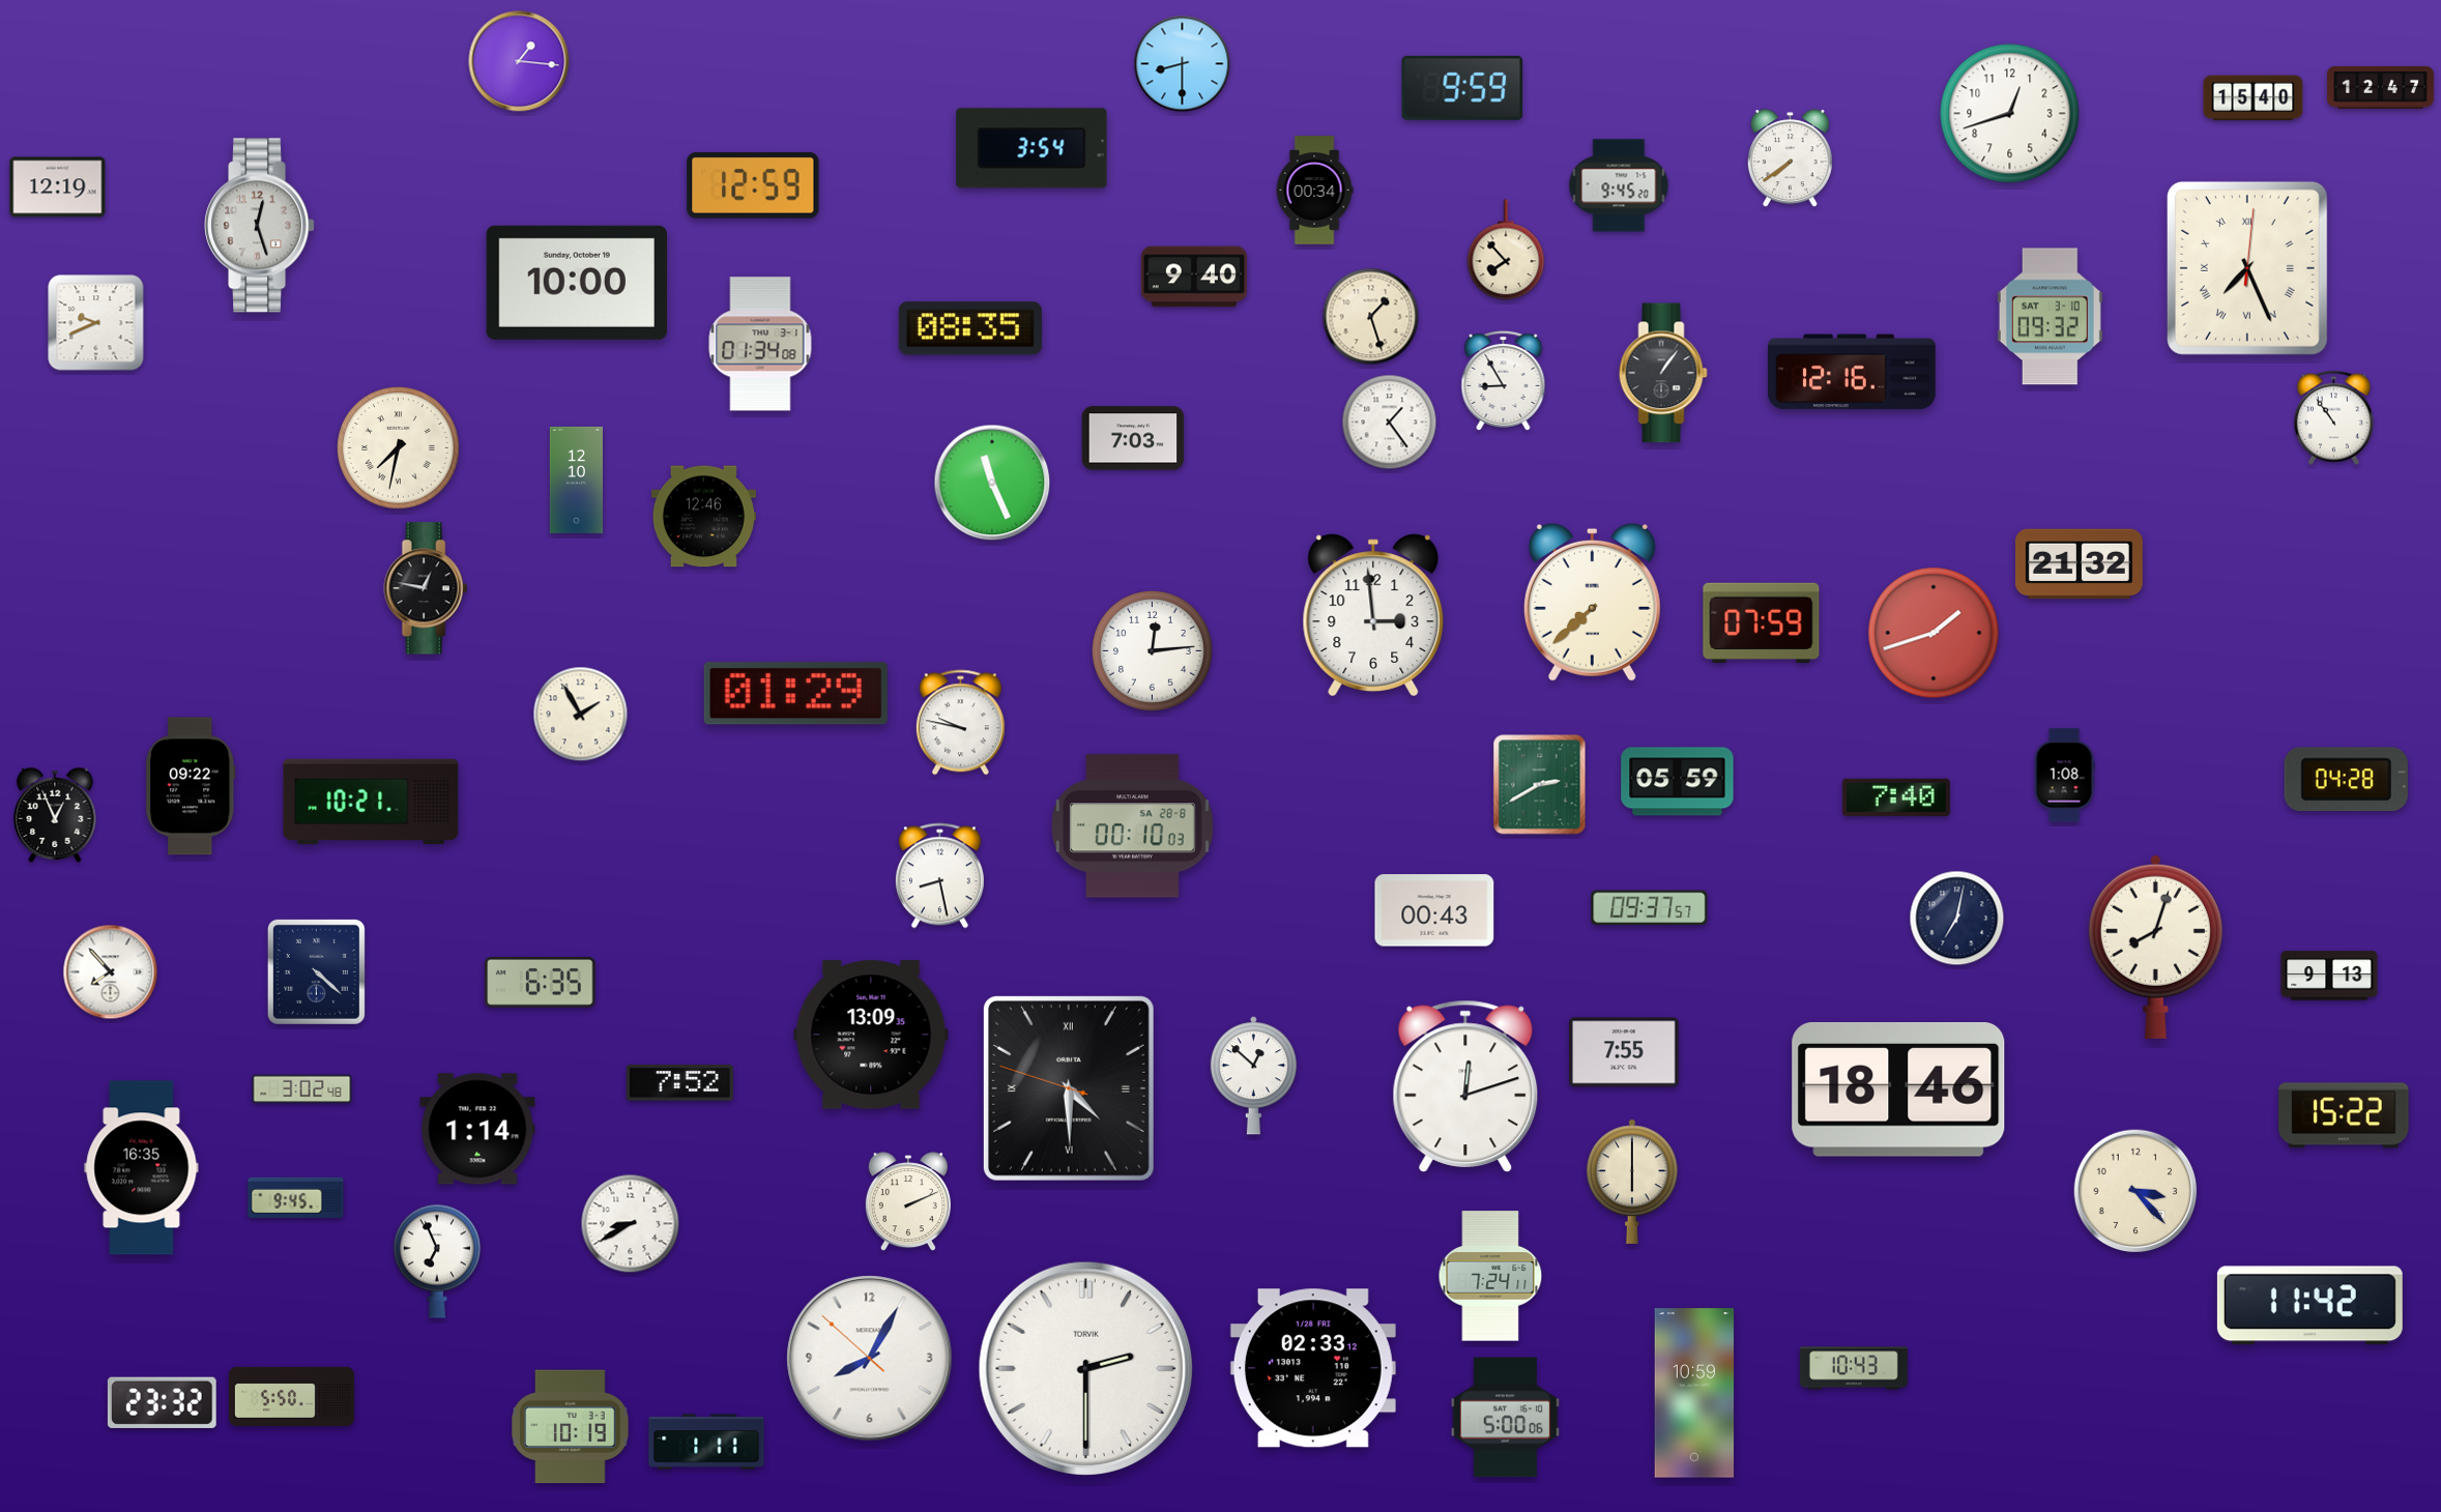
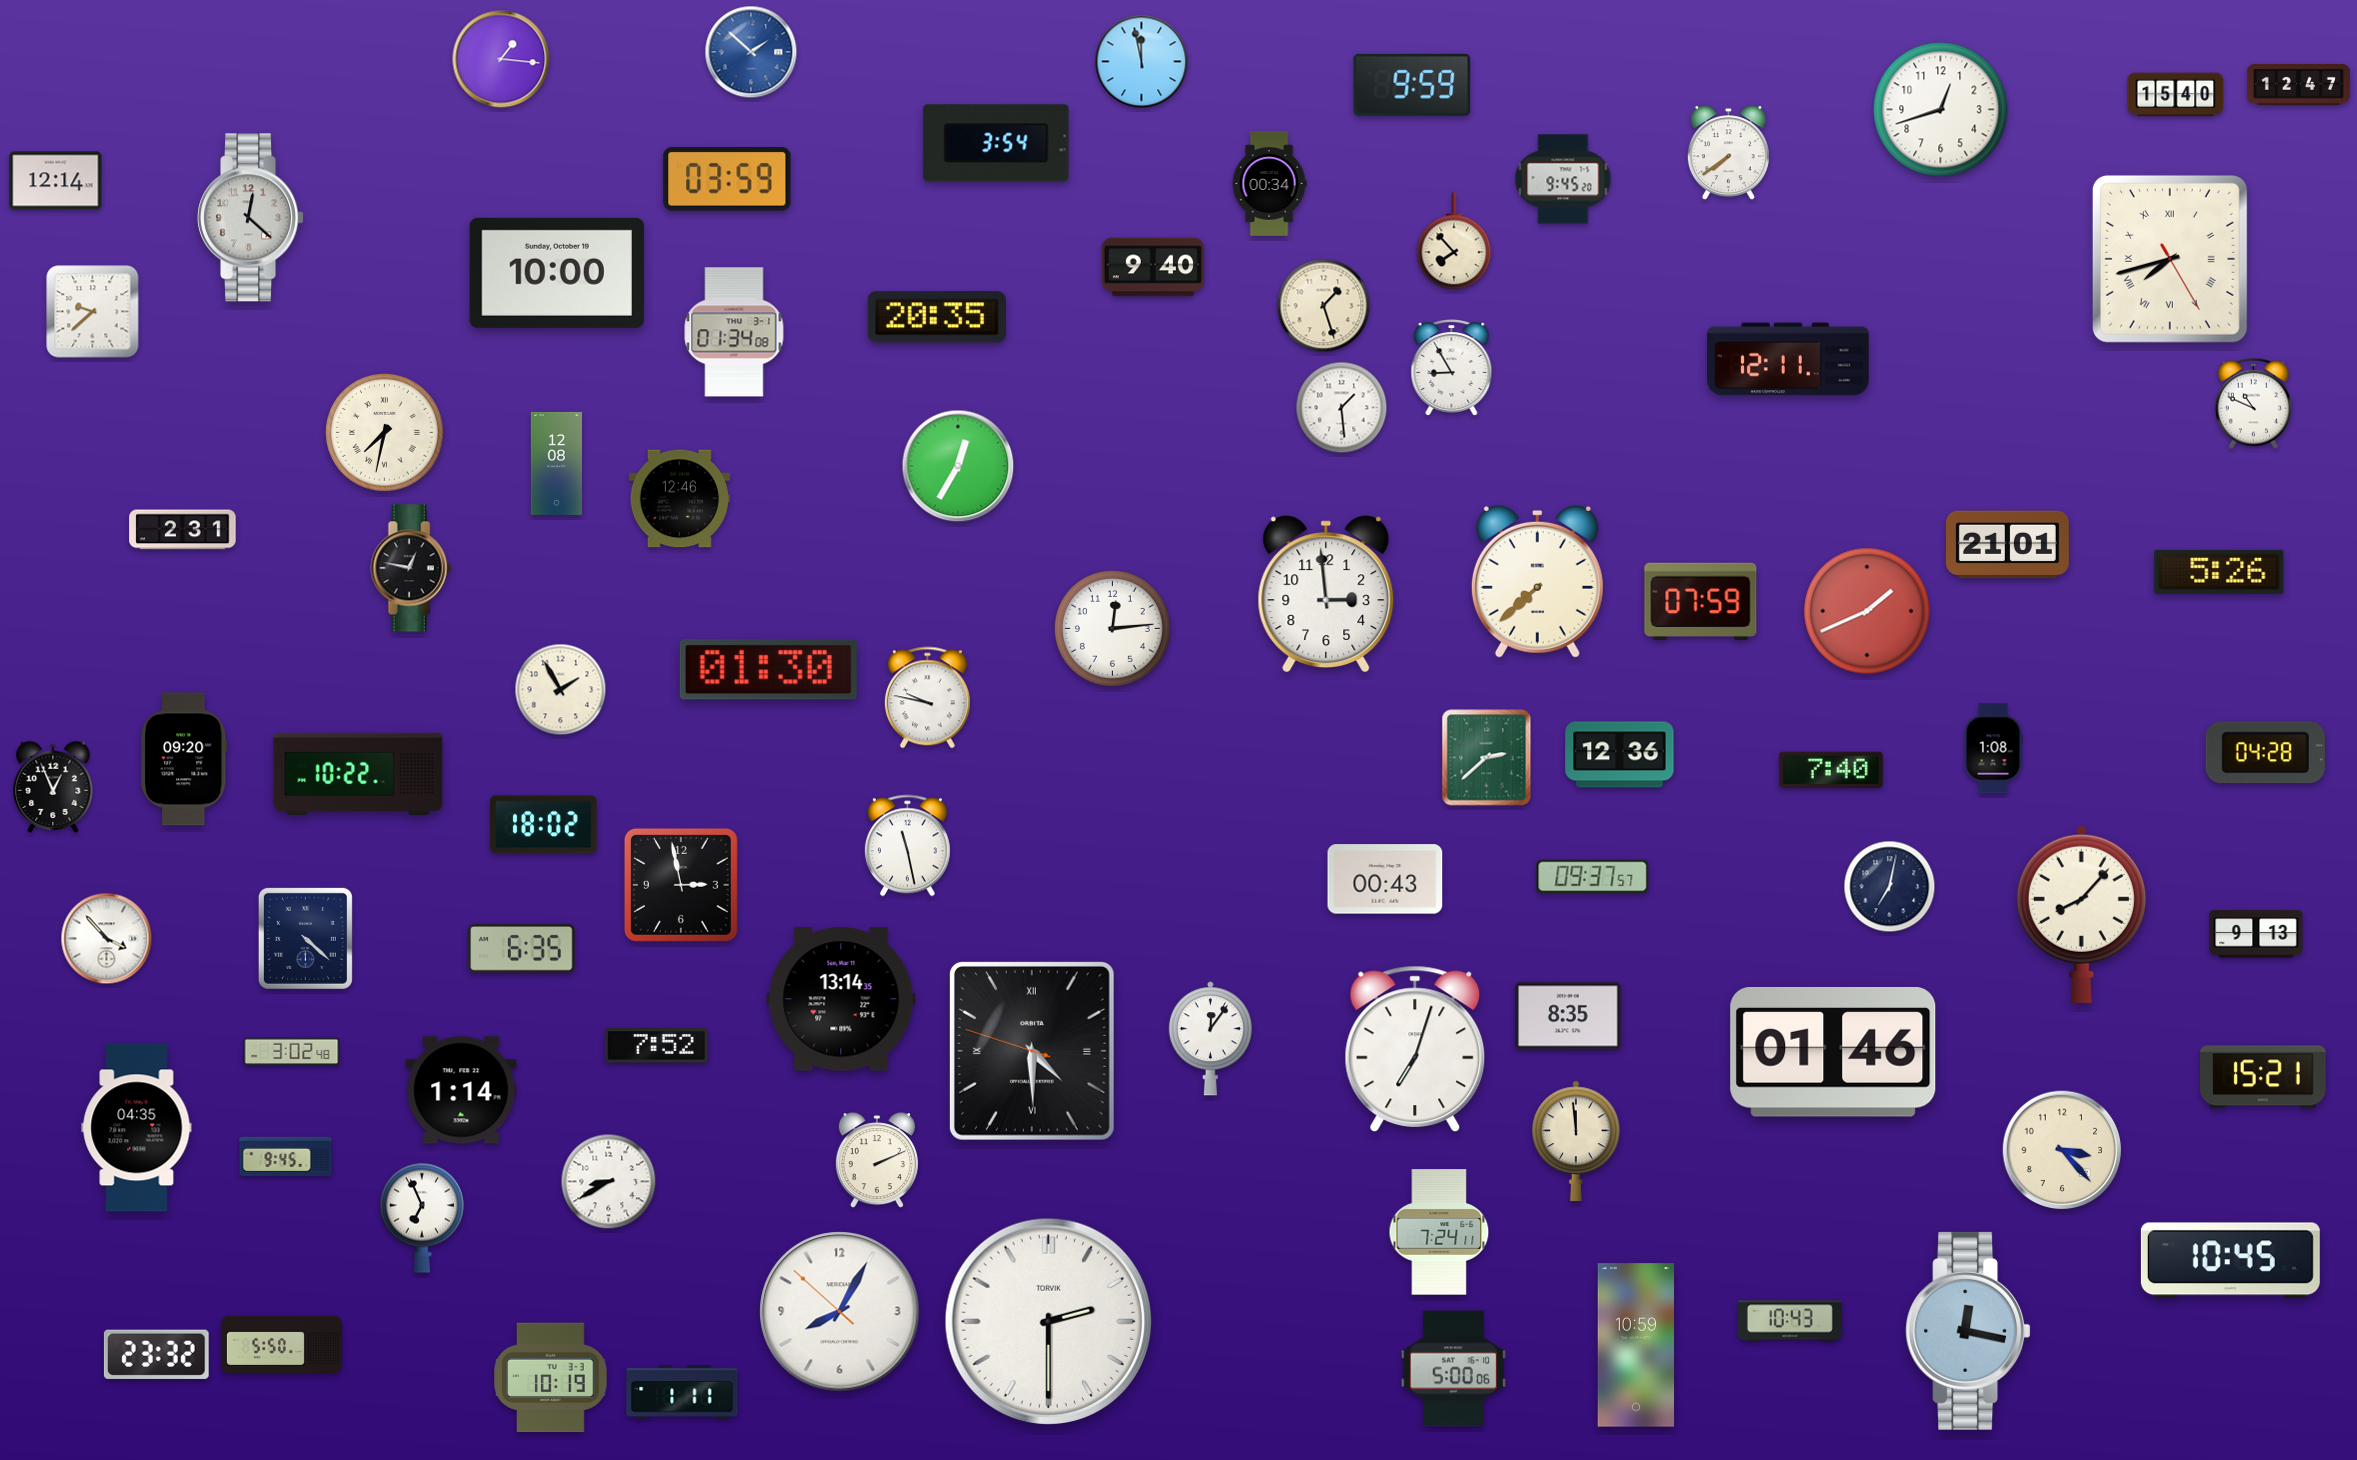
clock at (751, 52): none -> 1:52
clock at (1183, 64): 8:30 -> 11:58
clock at (753, 186): 12:59 -> 03:59
clock at (58, 187): 12:19 -> 12:14
clock at (260, 226): 12:27 -> 12:22
clock at (2247, 268): 7:26 -> 7:42
clock at (2050, 317): 09:32 -> none
clock at (96, 323): 9:41 -> 9:38
clock at (970, 328): 08:35 -> 20:35
clock at (1853, 372): 12:16 -> 12:11
clock at (1663, 373): 1:06 -> none
clock at (2333, 417): 10:54 -> 10:49
clock at (1390, 423): 1:24 -> 1:29
clock at (1133, 438): 7:03 -> none
clock at (576, 479): 12:10 -> 12:08
clock at (992, 483): 11:26 -> 12:35
clock at (183, 530): none -> 2:31
clock at (2079, 564): 21:32 -> 21:01
clock at (2219, 572): none -> 5:26
clock at (1934, 633): 1:42 -> 1:41
clock at (795, 694): 01:29 -> 01:30
clock at (1678, 782): 05:59 -> 12:36
clock at (1540, 785): 2:40 -> 2:38
clock at (191, 786): 09:22 -> 09:20
clock at (371, 802): 10:21 -> 10:22
clock at (1133, 826): 00:10 -> none
clock at (544, 825): none -> 18:02
clock at (939, 876): 8:28 -> 11:28
clock at (681, 885): none -> 2:58
clock at (2155, 947): 8:03 -> 8:07
clock at (111, 972): 7:53 -> 3:53
clock at (2329, 976) position: (2329, 976) -> (2256, 934)
clock at (871, 1035): 13:09 -> 13:14
clock at (1625, 1052): 7:55 -> 8:35
clock at (1253, 1076): 12:52 -> 12:06
clock at (1465, 1085): 12:12 -> 7:03
clock at (1898, 1091): 18:46 -> 01:46
clock at (2344, 1115): 15:22 -> 15:21
clock at (142, 1168): 16:35 -> 04:35
clock at (1632, 1182): 6:00 -> 11:59
clock at (2309, 1306): 11:42 -> 10:45
clock at (1313, 1368): 02:33 -> none
clock at (1968, 1331): none -> 12:17
clock at (291, 1396) position: (291, 1396) -> (281, 1344)
